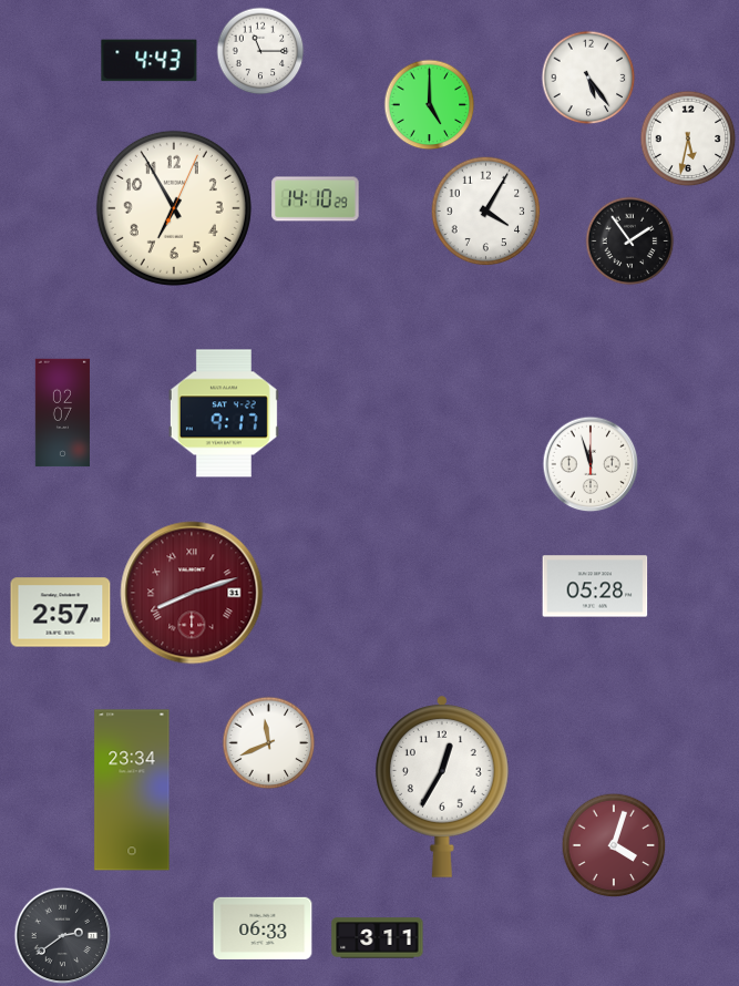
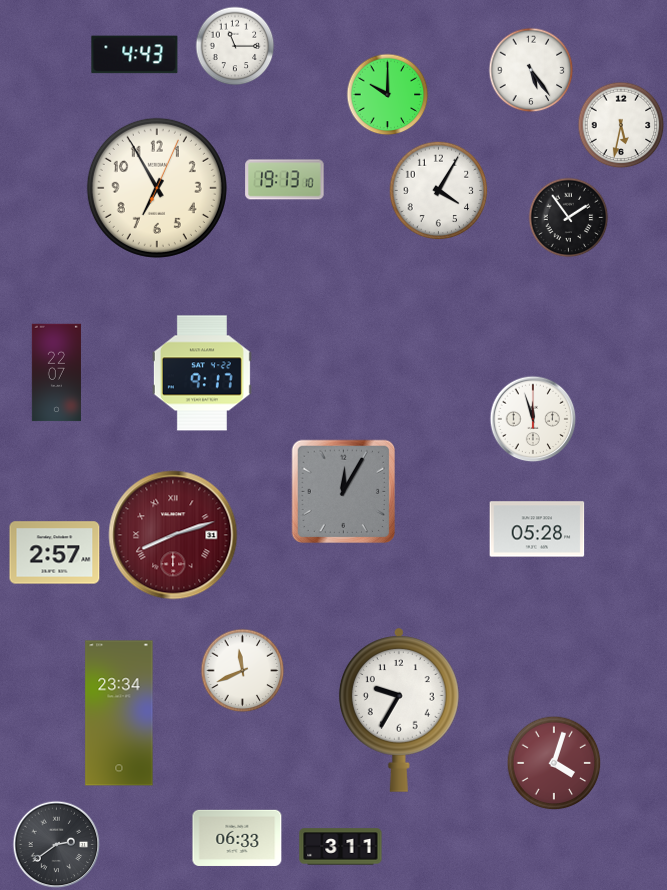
clock at (430, 105): 5:00 -> 10:00
clock at (316, 199): 14:10 -> 19:13
clock at (62, 413): 02:07 -> 22:07
clock at (343, 491): none -> 12:05
clock at (442, 787): 12:35 -> 9:35
